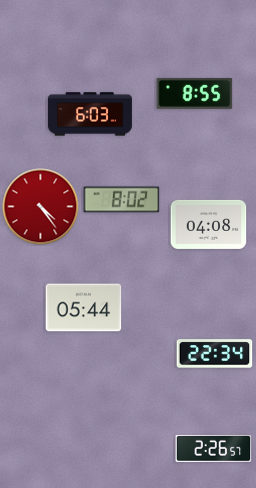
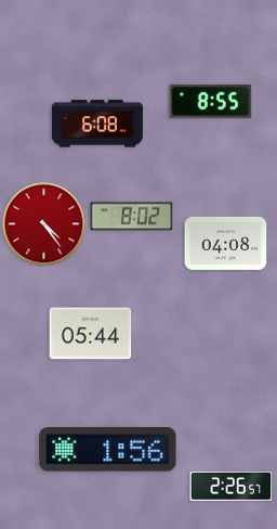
clock at (90, 114): 6:03 -> 6:08
clock at (215, 354): 22:34 -> none
clock at (108, 450): none -> 1:56
